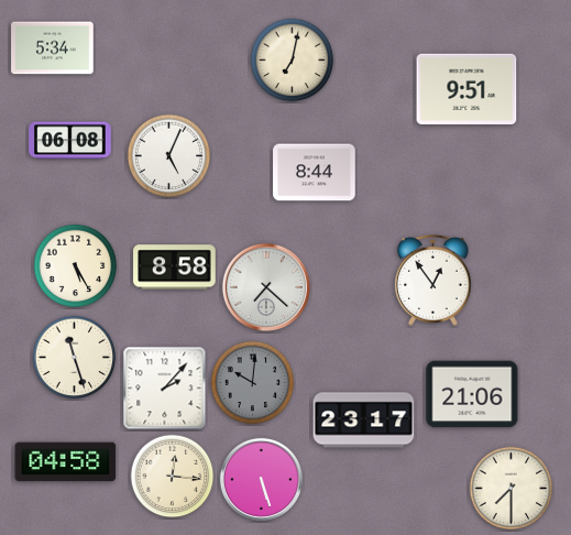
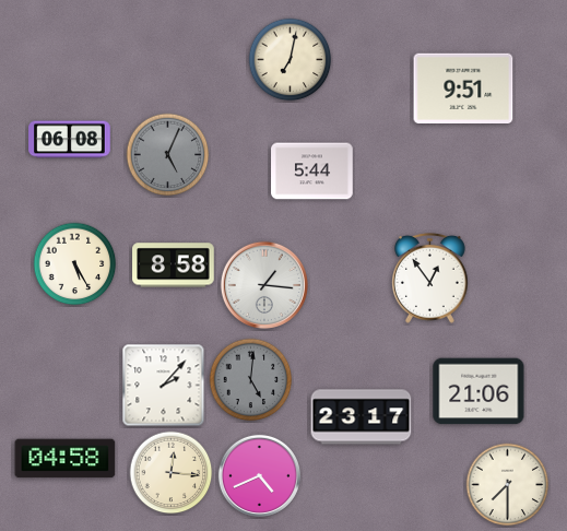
clock at (53, 48): 5:34 -> none
clock at (169, 156) dial: white -> grey
clock at (315, 173): 8:44 -> 5:44
clock at (266, 287): 7:22 -> 1:16
clock at (75, 358): 11:27 -> none
clock at (253, 383): 10:01 -> 5:01
clock at (472, 394) position: (472, 394) -> (479, 391)
clock at (261, 479): 5:27 -> 4:41
